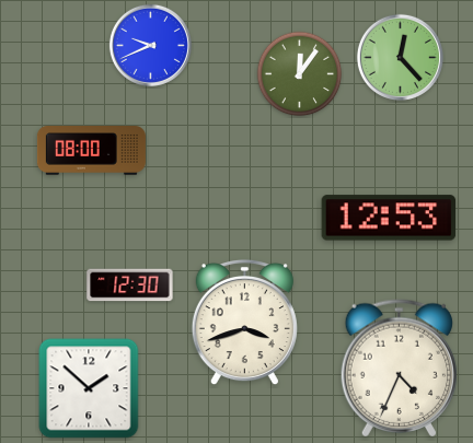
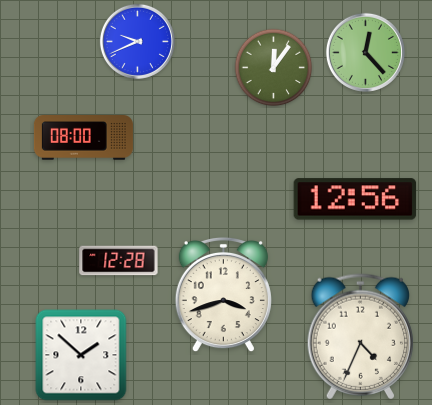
clock at (389, 218): 12:53 -> 12:56
clock at (130, 285): 12:30 -> 12:28
clock at (399, 369) position: (399, 369) -> (360, 337)
